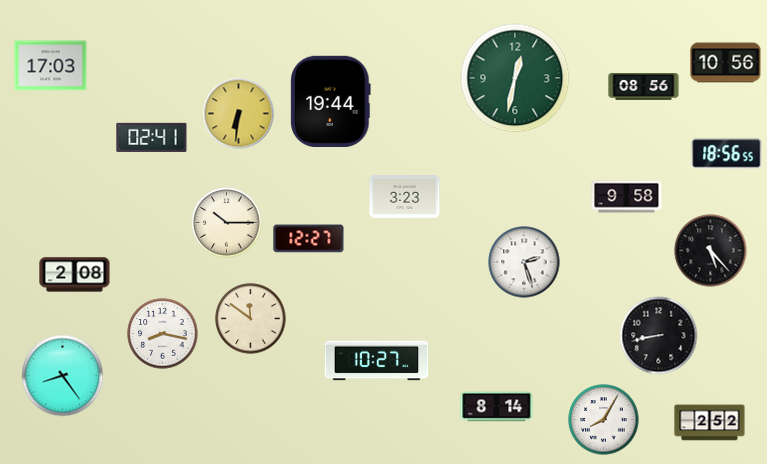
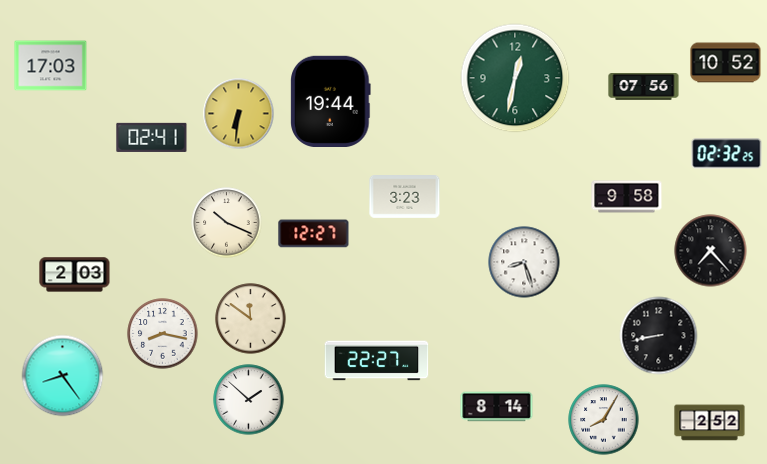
clock at (726, 63): 10:56 -> 10:52
clock at (644, 87): 08:56 -> 07:56
clock at (727, 154): 18:56 -> 02:32
clock at (227, 223): 10:15 -> 10:19
clock at (309, 239) position: (309, 239) -> (314, 234)
clock at (711, 251): 5:23 -> 7:23
clock at (524, 262): 2:27 -> 8:27
clock at (75, 275): 2:08 -> 2:03
clock at (377, 361): 10:27 -> 22:27
clock at (249, 400): none -> 1:52
